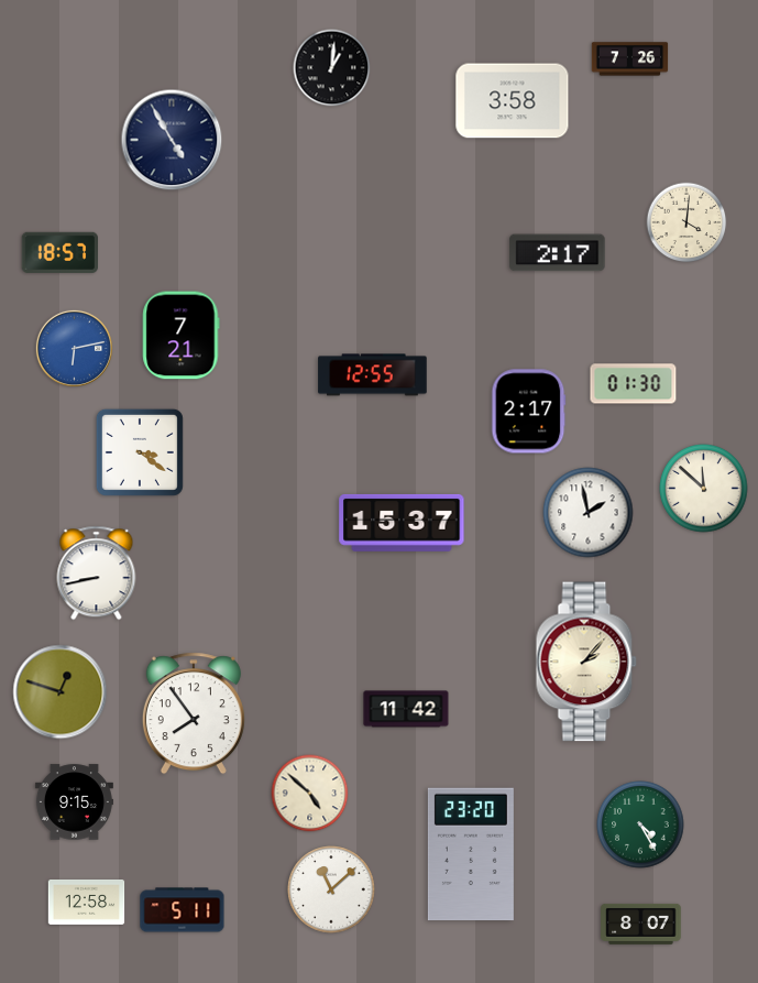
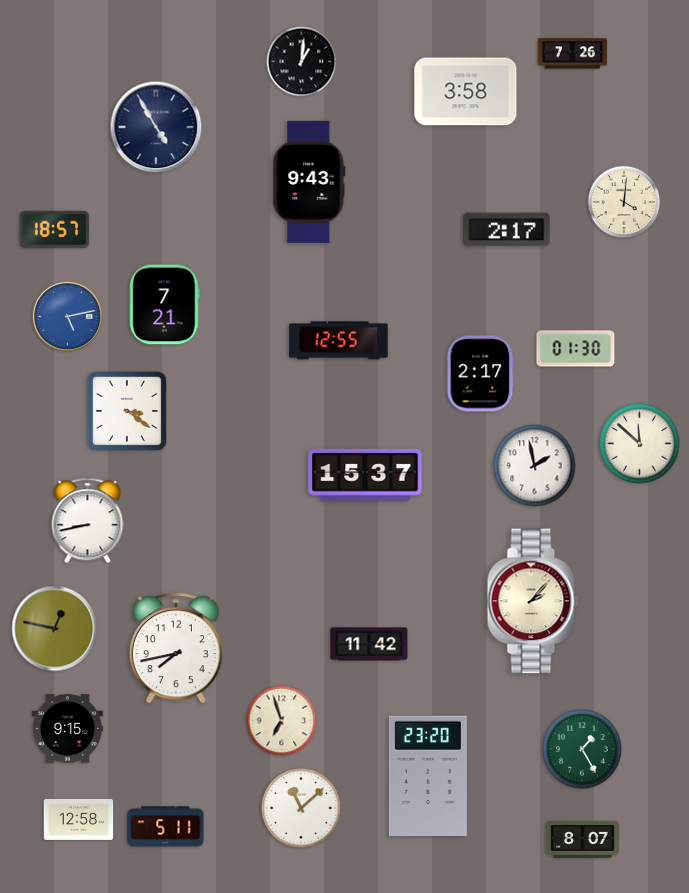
clock at (309, 182): none -> 9:43
clock at (74, 348): 6:13 -> 5:13
clock at (61, 692): 12:48 -> 12:47
clock at (194, 713): 7:54 -> 7:43
clock at (310, 794): 4:52 -> 6:57
clock at (640, 824): 4:25 -> 1:25
